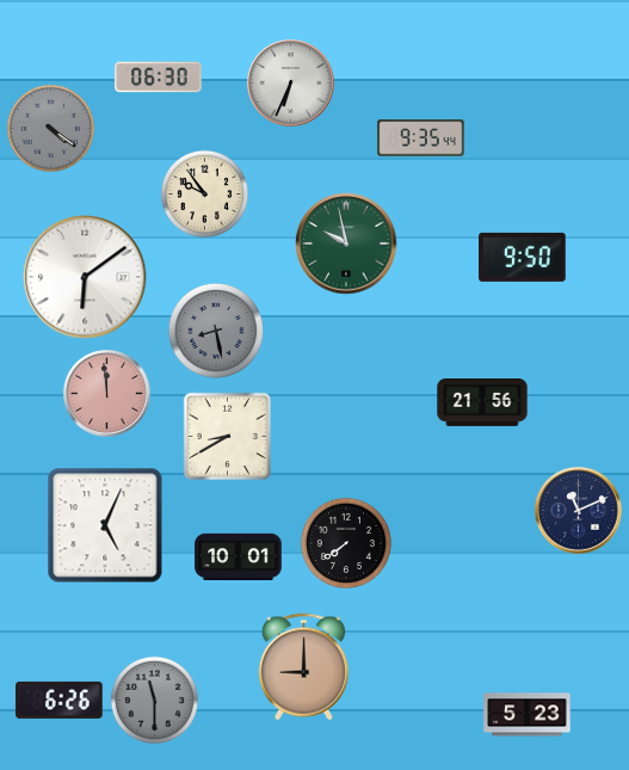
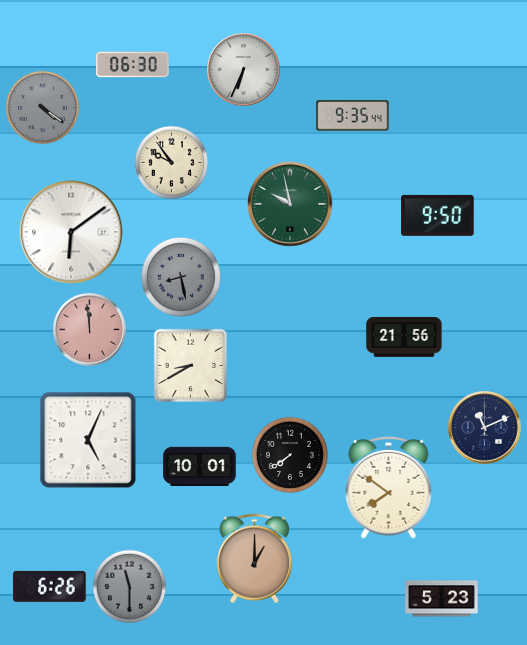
clock at (389, 488): none -> 7:51
clock at (304, 667): 9:00 -> 1:00
